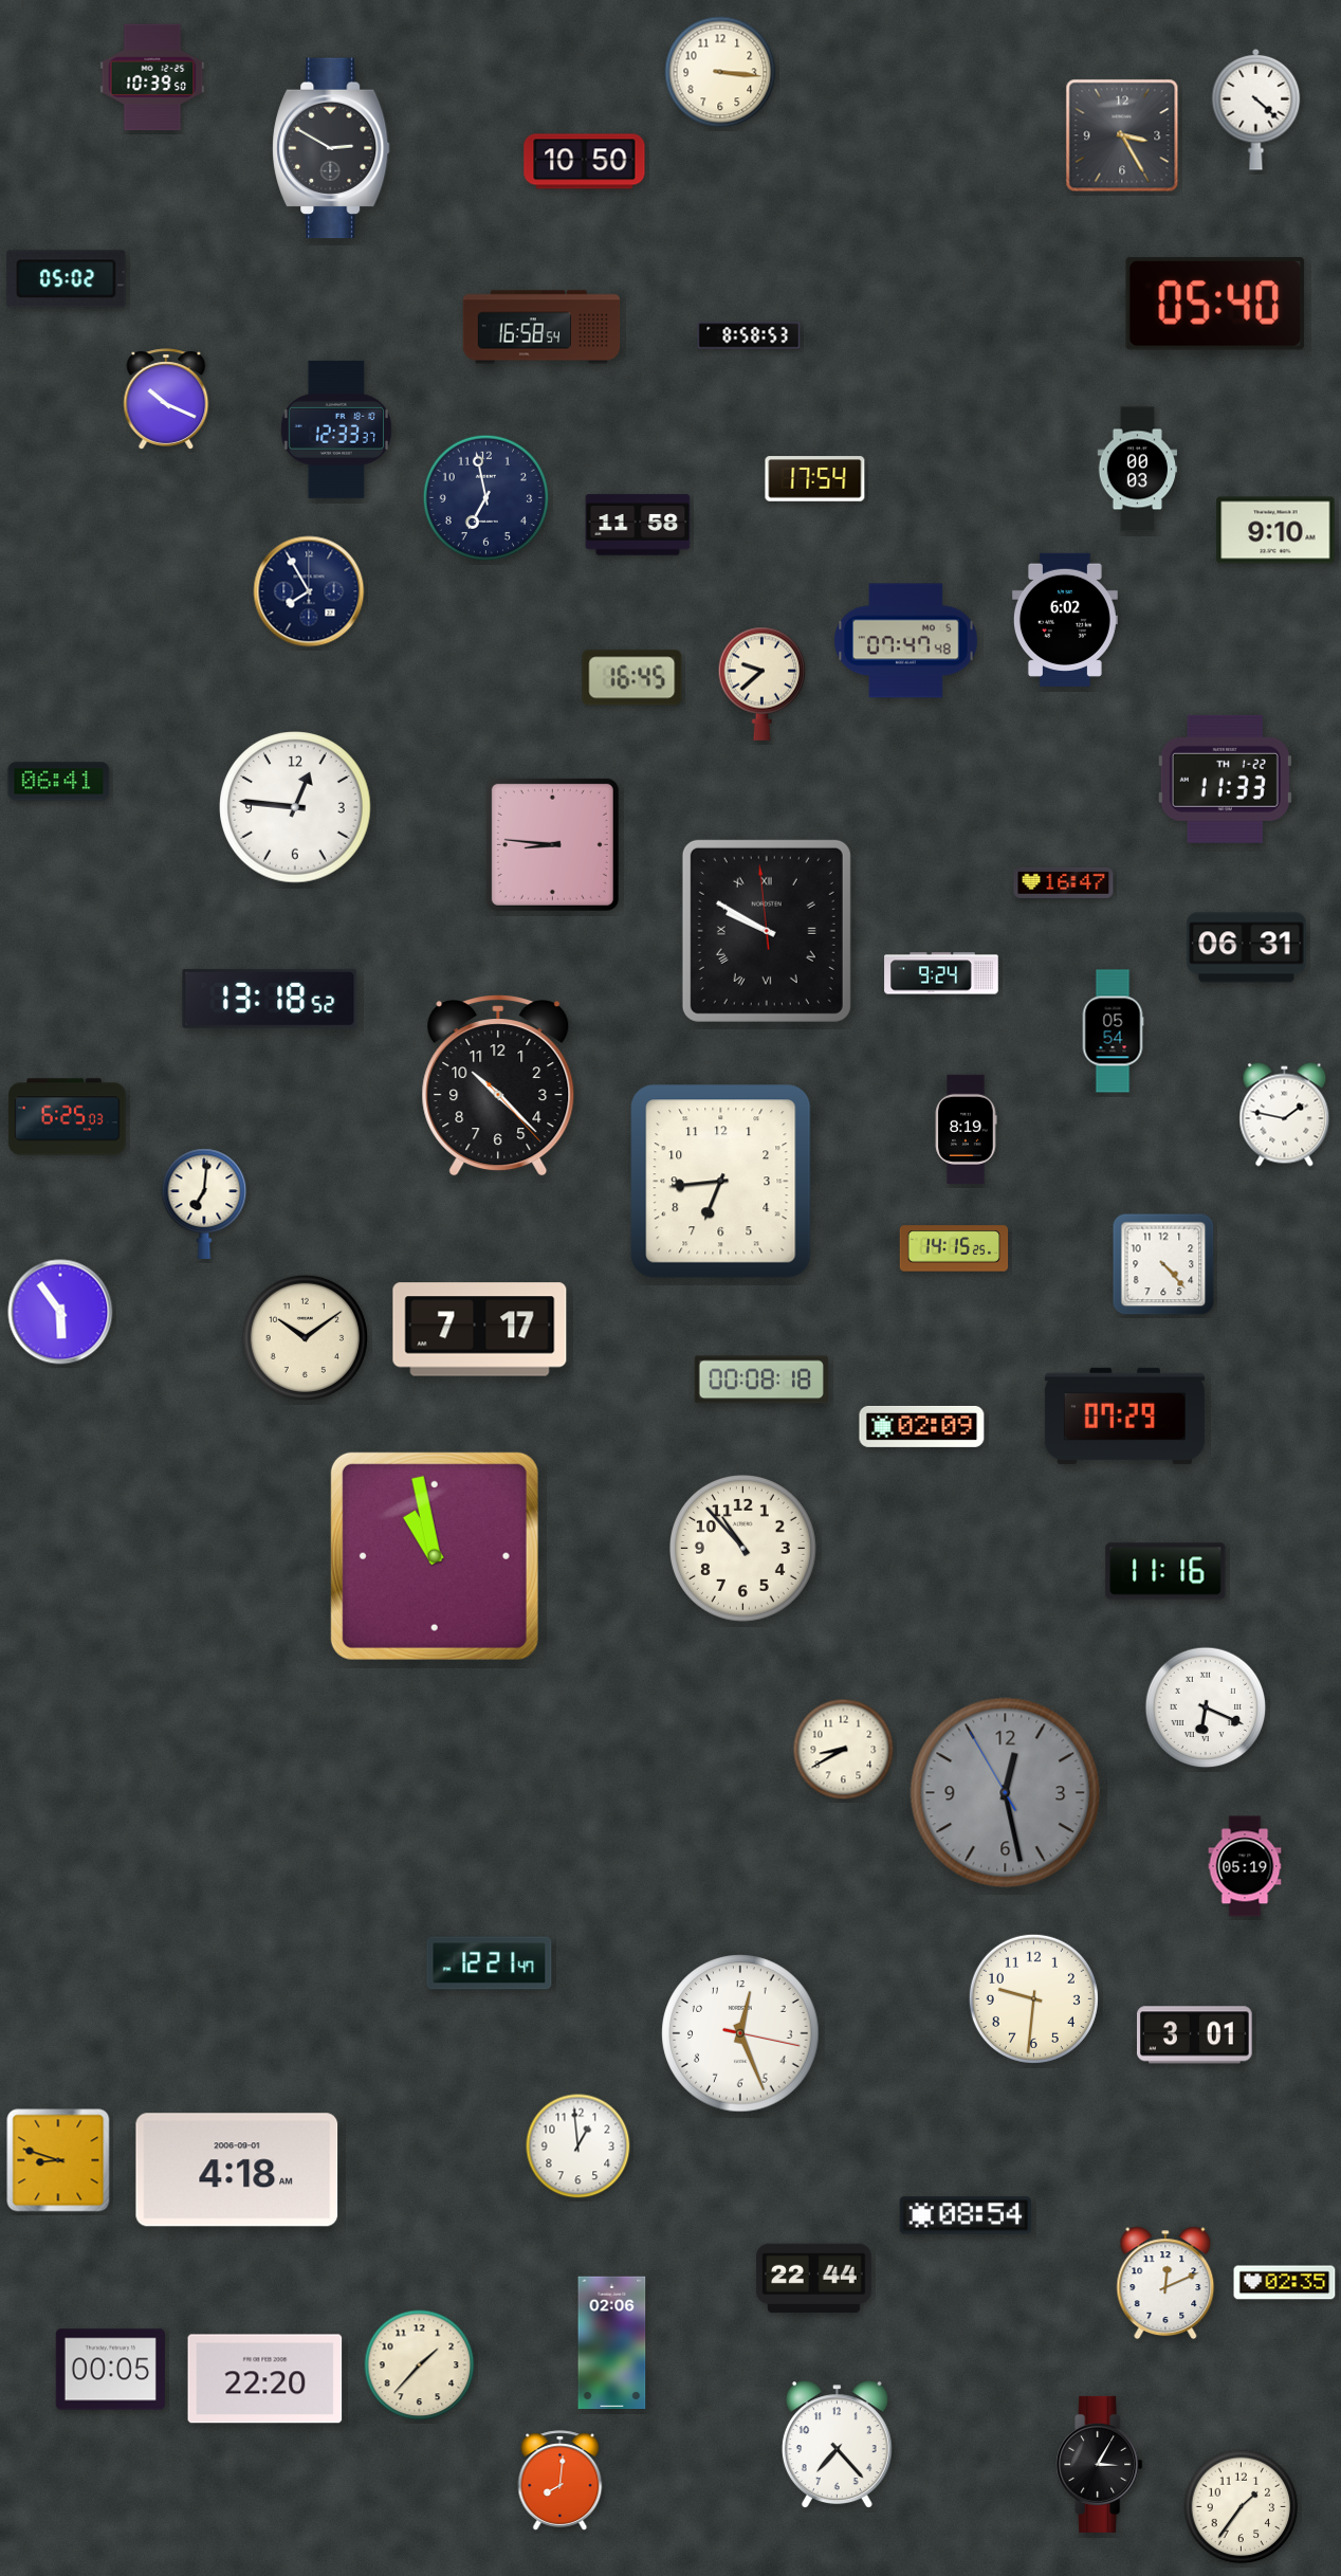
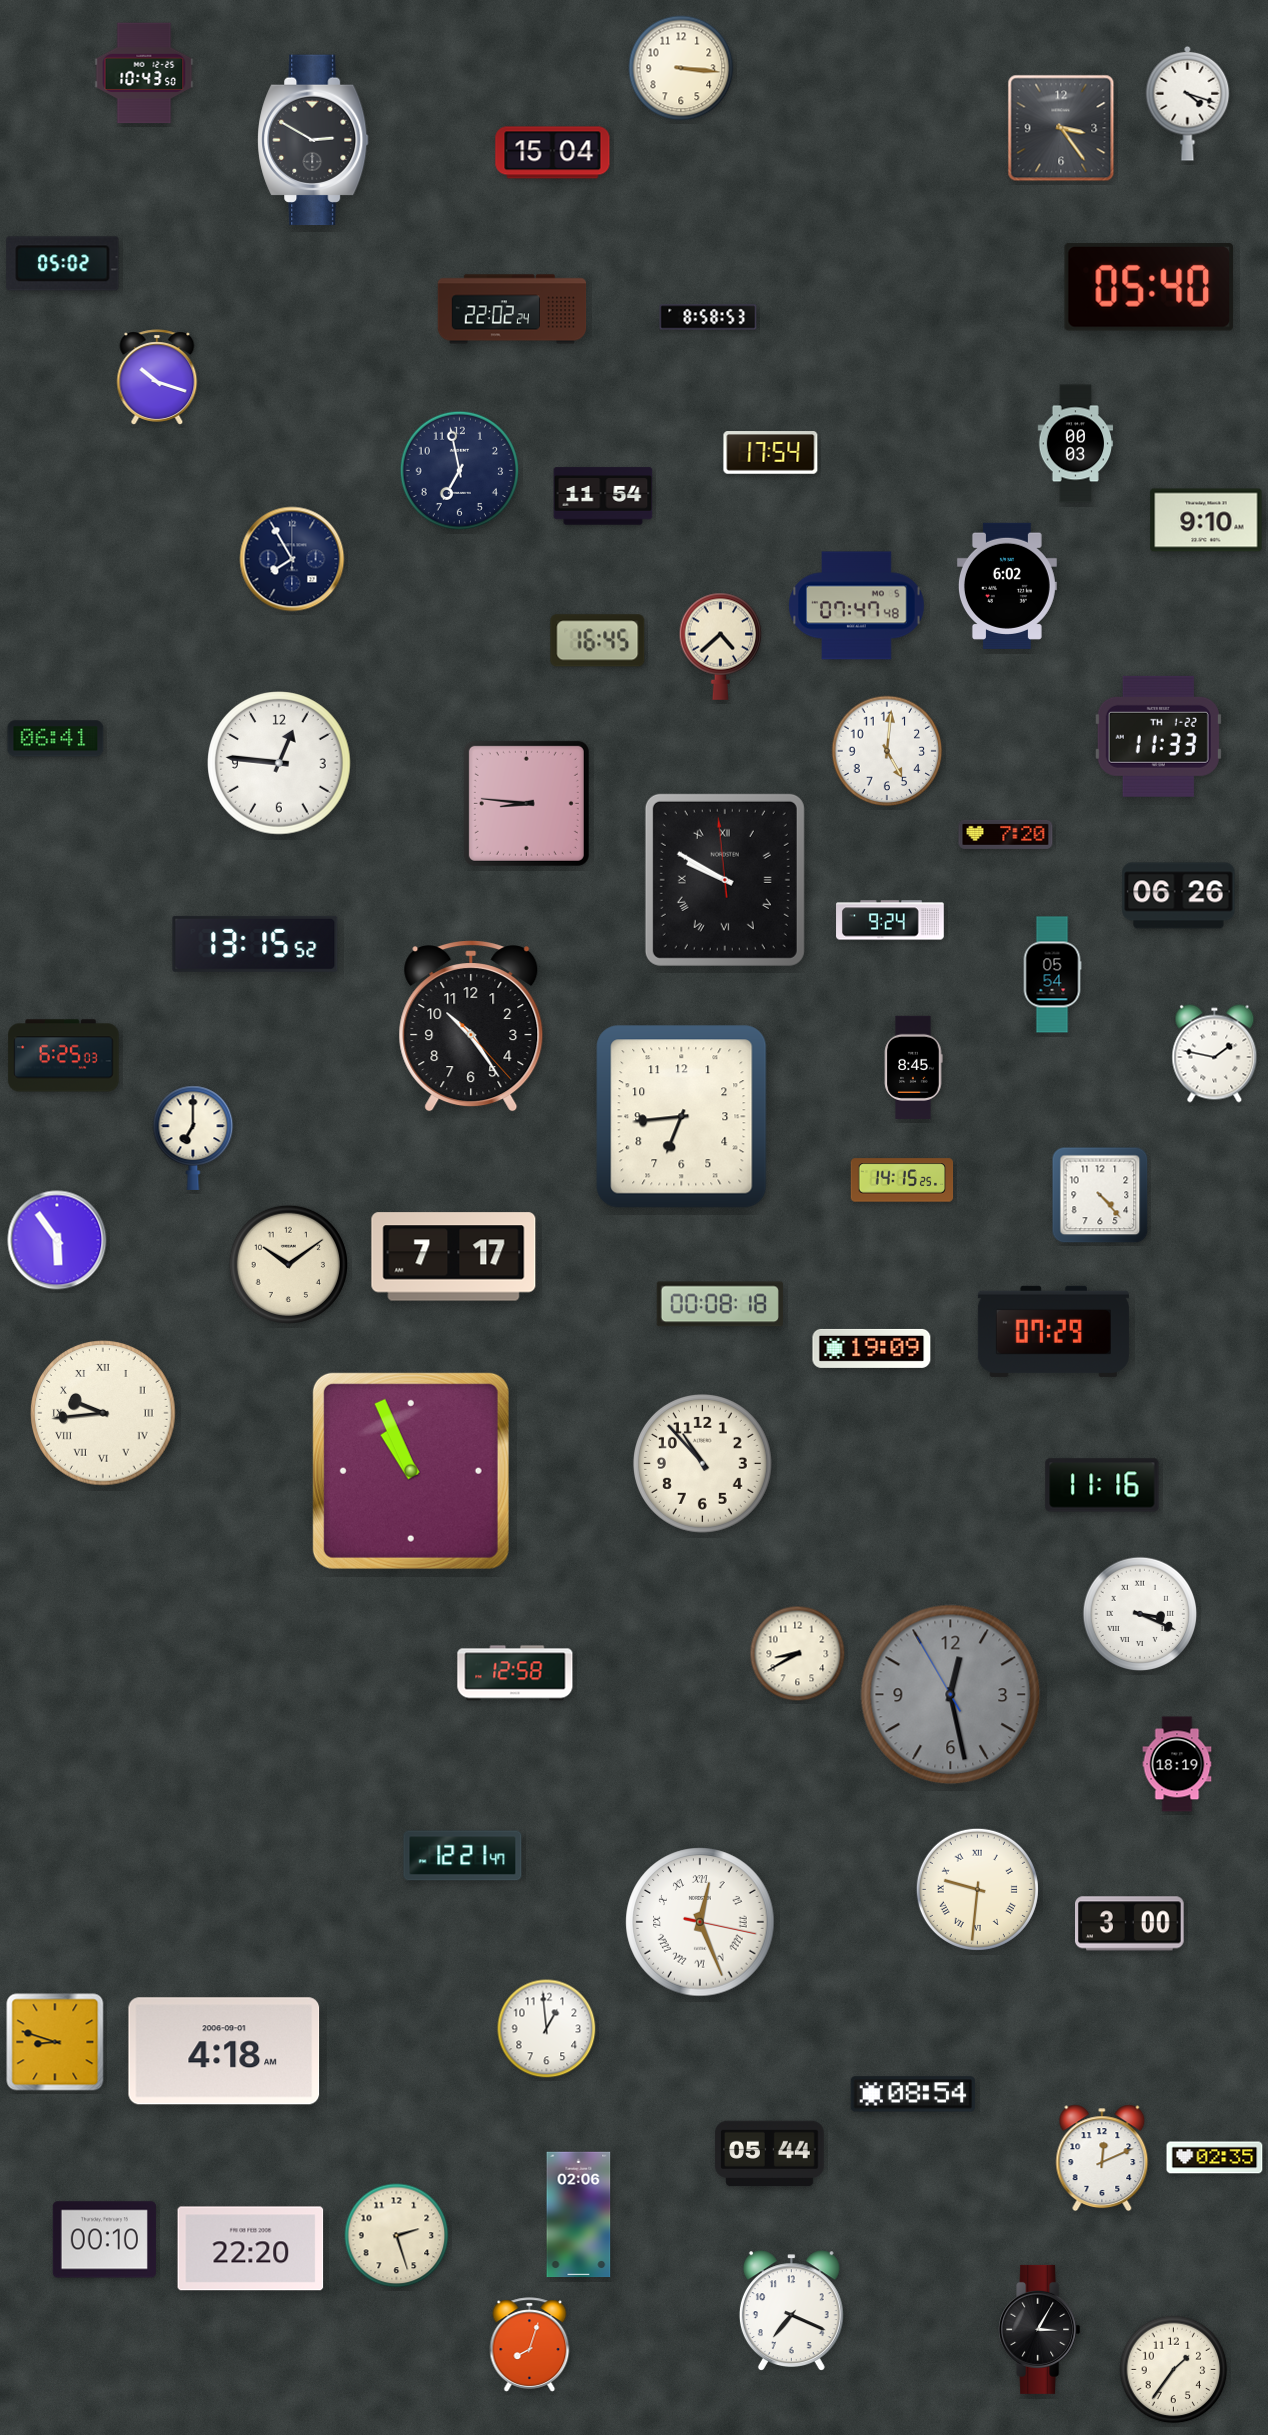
clock at (152, 77): 10:39 -> 10:43
clock at (1256, 109): 4:22 -> 4:18
clock at (1122, 135): 3:25 -> 3:24
clock at (585, 162): 10:50 -> 15:04
clock at (541, 327): 16:58 -> 22:02
clock at (166, 399): 10:19 -> 10:18
clock at (336, 430): 12:33 -> none
clock at (638, 525): 11:58 -> 11:54
clock at (1275, 530) position: (1275, 530) -> (1206, 520)
clock at (763, 683): 9:38 -> 4:38
clock at (887, 751): none -> 5:01
clock at (552, 844) position: (552, 844) -> (526, 803)
clock at (1064, 882): 16:47 -> 7:20
clock at (1247, 948): 06:31 -> 06:26
clock at (270, 999): 13:18 -> 13:15
clock at (498, 1085): 10:22 -> 10:24
clock at (966, 1129): 8:19 -> 8:45
clock at (204, 1204): 7:01 -> 7:00
clock at (1124, 1415) position: (1124, 1415) -> (1053, 1331)
clock at (922, 1426): 02:09 -> 19:09
clock at (103, 1413): none -> 9:44
clock at (435, 1556): 10:58 -> 10:56
clock at (1206, 1707): 6:19 -> 3:19
clock at (515, 1673): none -> 12:58
clock at (1245, 1866): 05:19 -> 18:19
clock at (1033, 1998) numerals: Arabic -> Roman
clock at (740, 2033) numerals: Arabic -> Roman
clock at (1195, 2035): 3:01 -> 3:00
clock at (814, 2279): 22:44 -> 05:44
clock at (420, 2365): 1:37 -> 2:27
clock at (110, 2370): 00:05 -> 00:10
clock at (837, 2444): 7:23 -> 7:19
clock at (561, 2481): 8:01 -> 8:03
